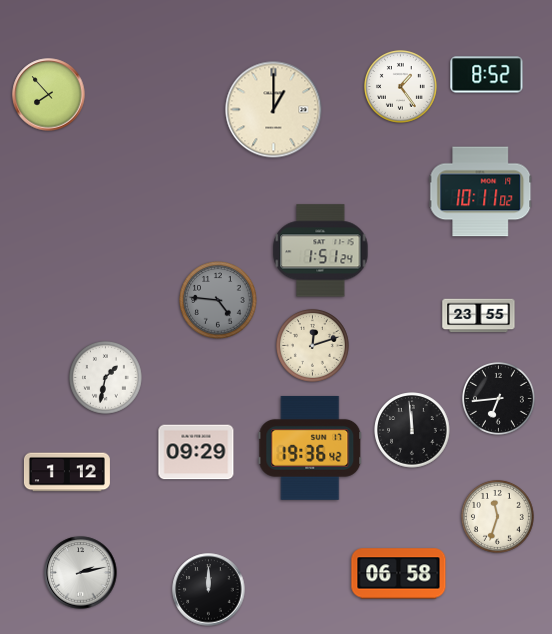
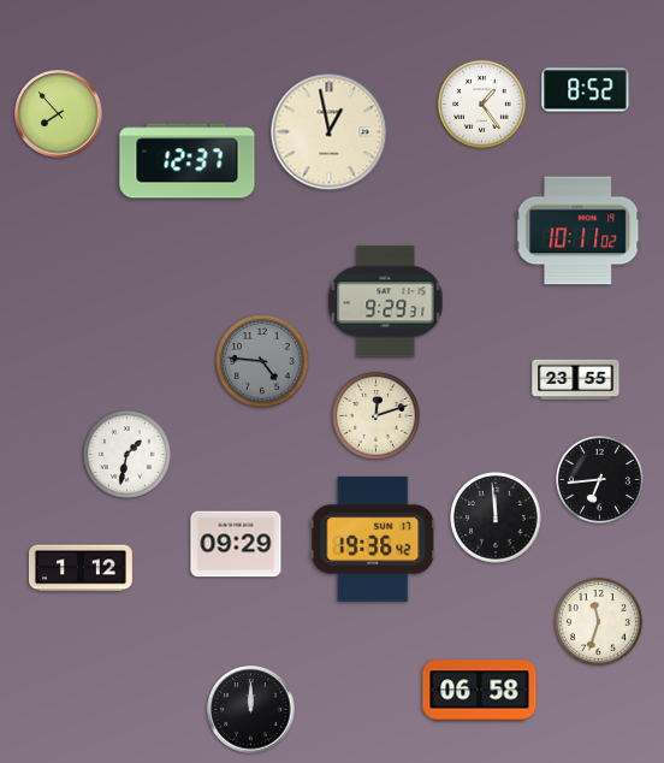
clock at (274, 110): 1:00 -> 12:58
clock at (188, 161): none -> 12:37
clock at (321, 251): 1:51 -> 9:29
clock at (81, 573): 2:13 -> none
